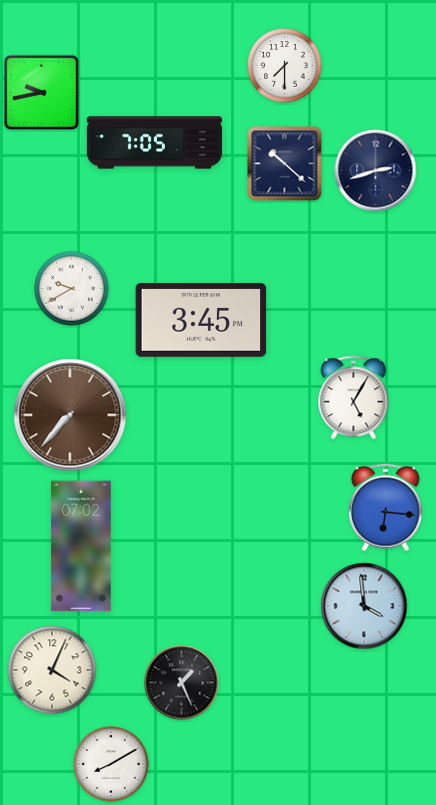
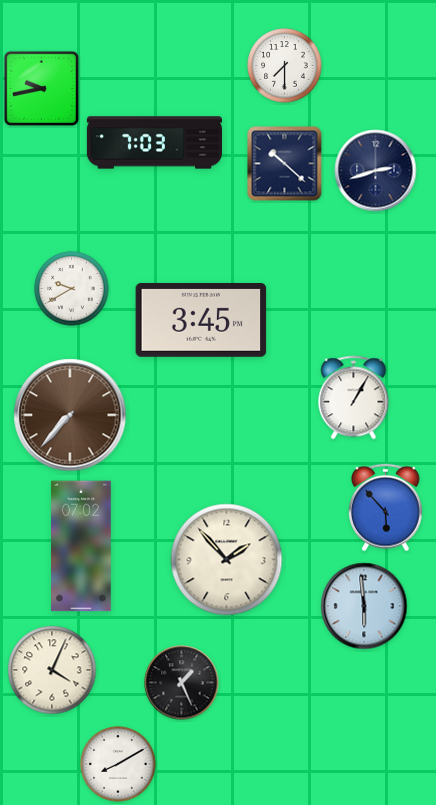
clock at (41, 92) position: (41, 92) -> (41, 88)
clock at (154, 143): 7:05 -> 7:03
clock at (354, 398): 5:05 -> 1:05
clock at (385, 508): 6:16 -> 5:53
clock at (227, 560): none -> 1:53
clock at (364, 606): 3:59 -> 5:59
clock at (111, 764) position: (111, 764) -> (118, 764)
